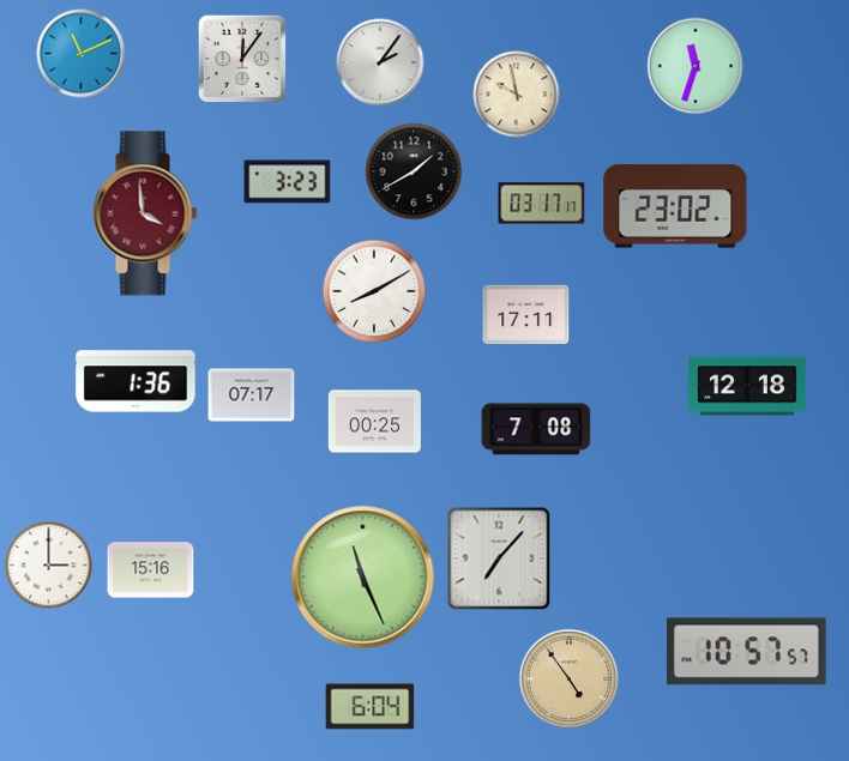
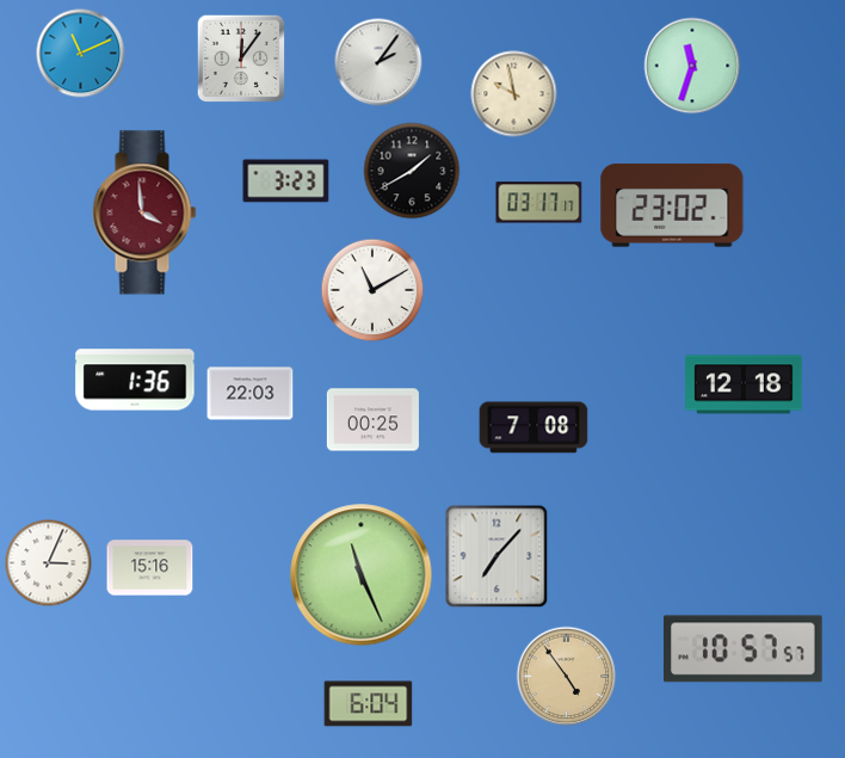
clock at (374, 291): 8:10 -> 11:10
clock at (526, 315): 17:11 -> none
clock at (252, 395): 07:17 -> 22:03
clock at (49, 566): 3:00 -> 3:04
